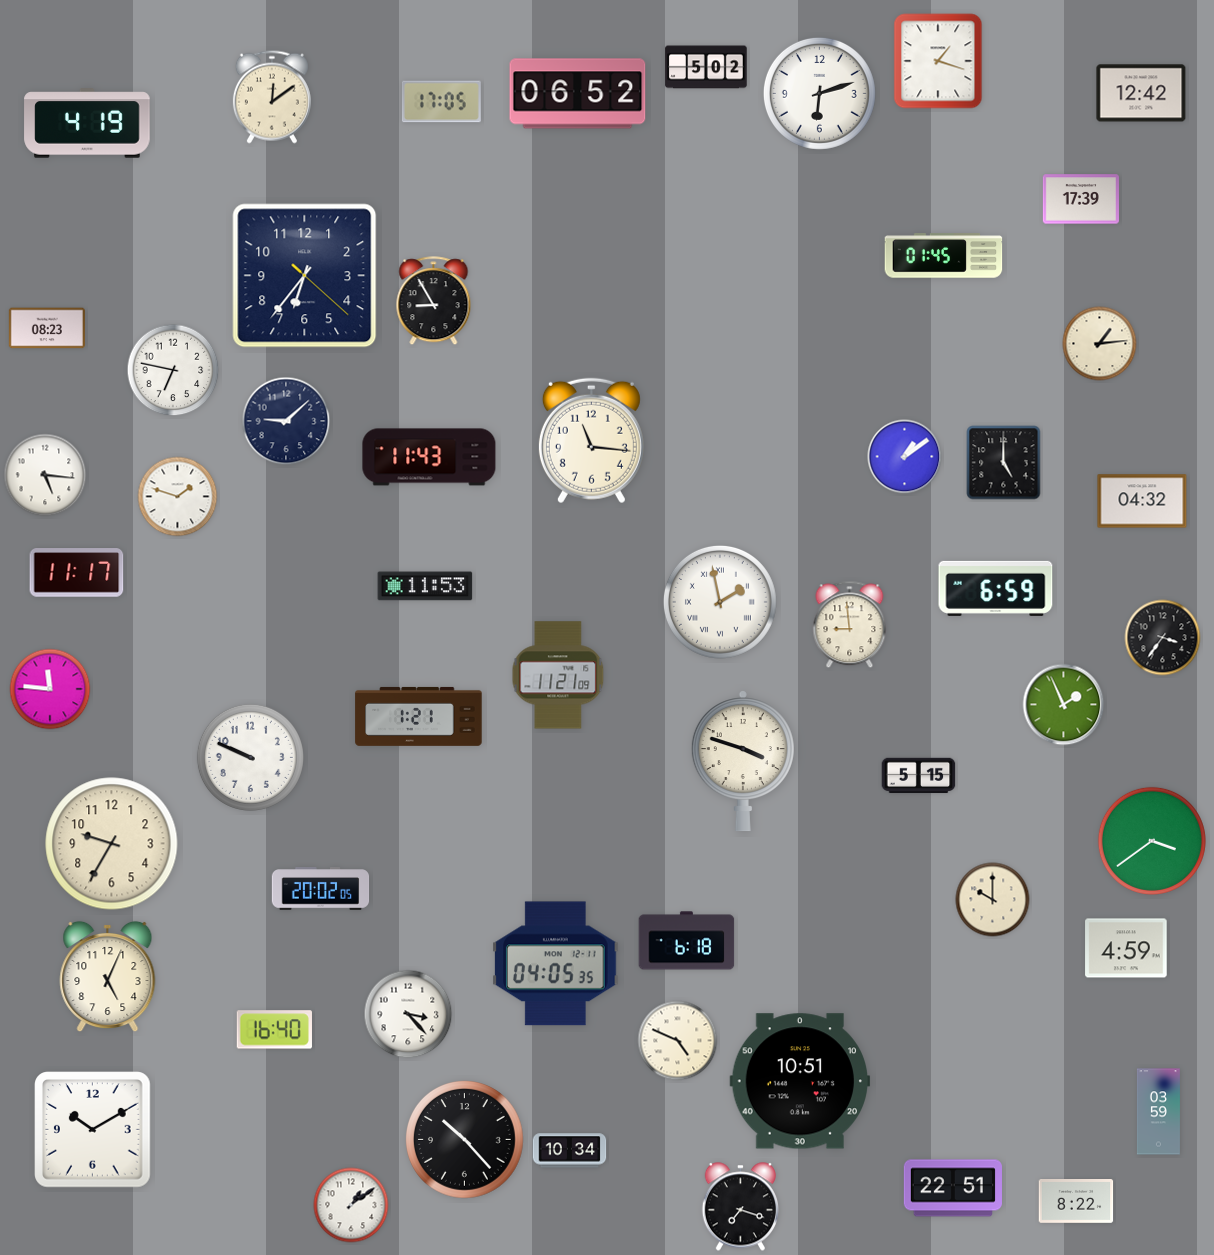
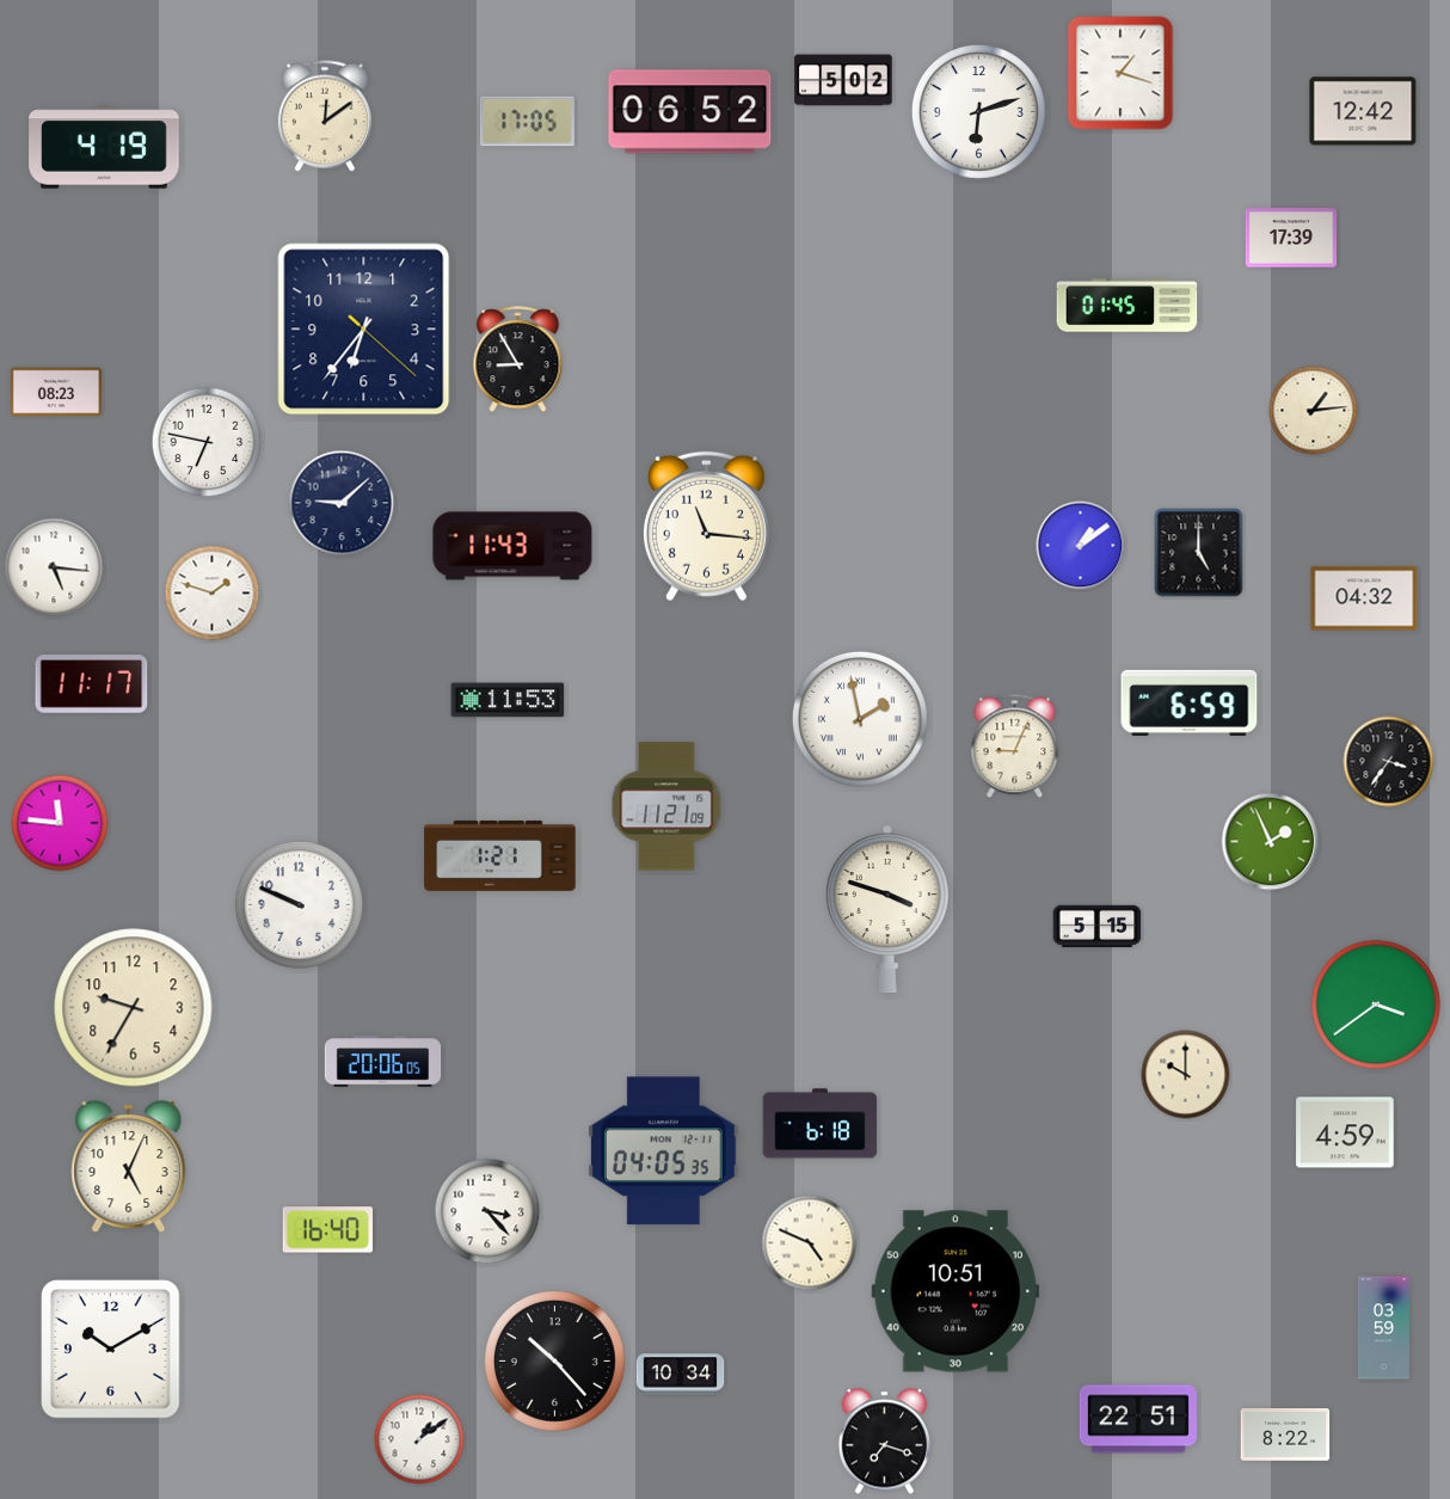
clock at (850, 625): 8:59 -> 9:04
clock at (321, 889): 20:02 -> 20:06
